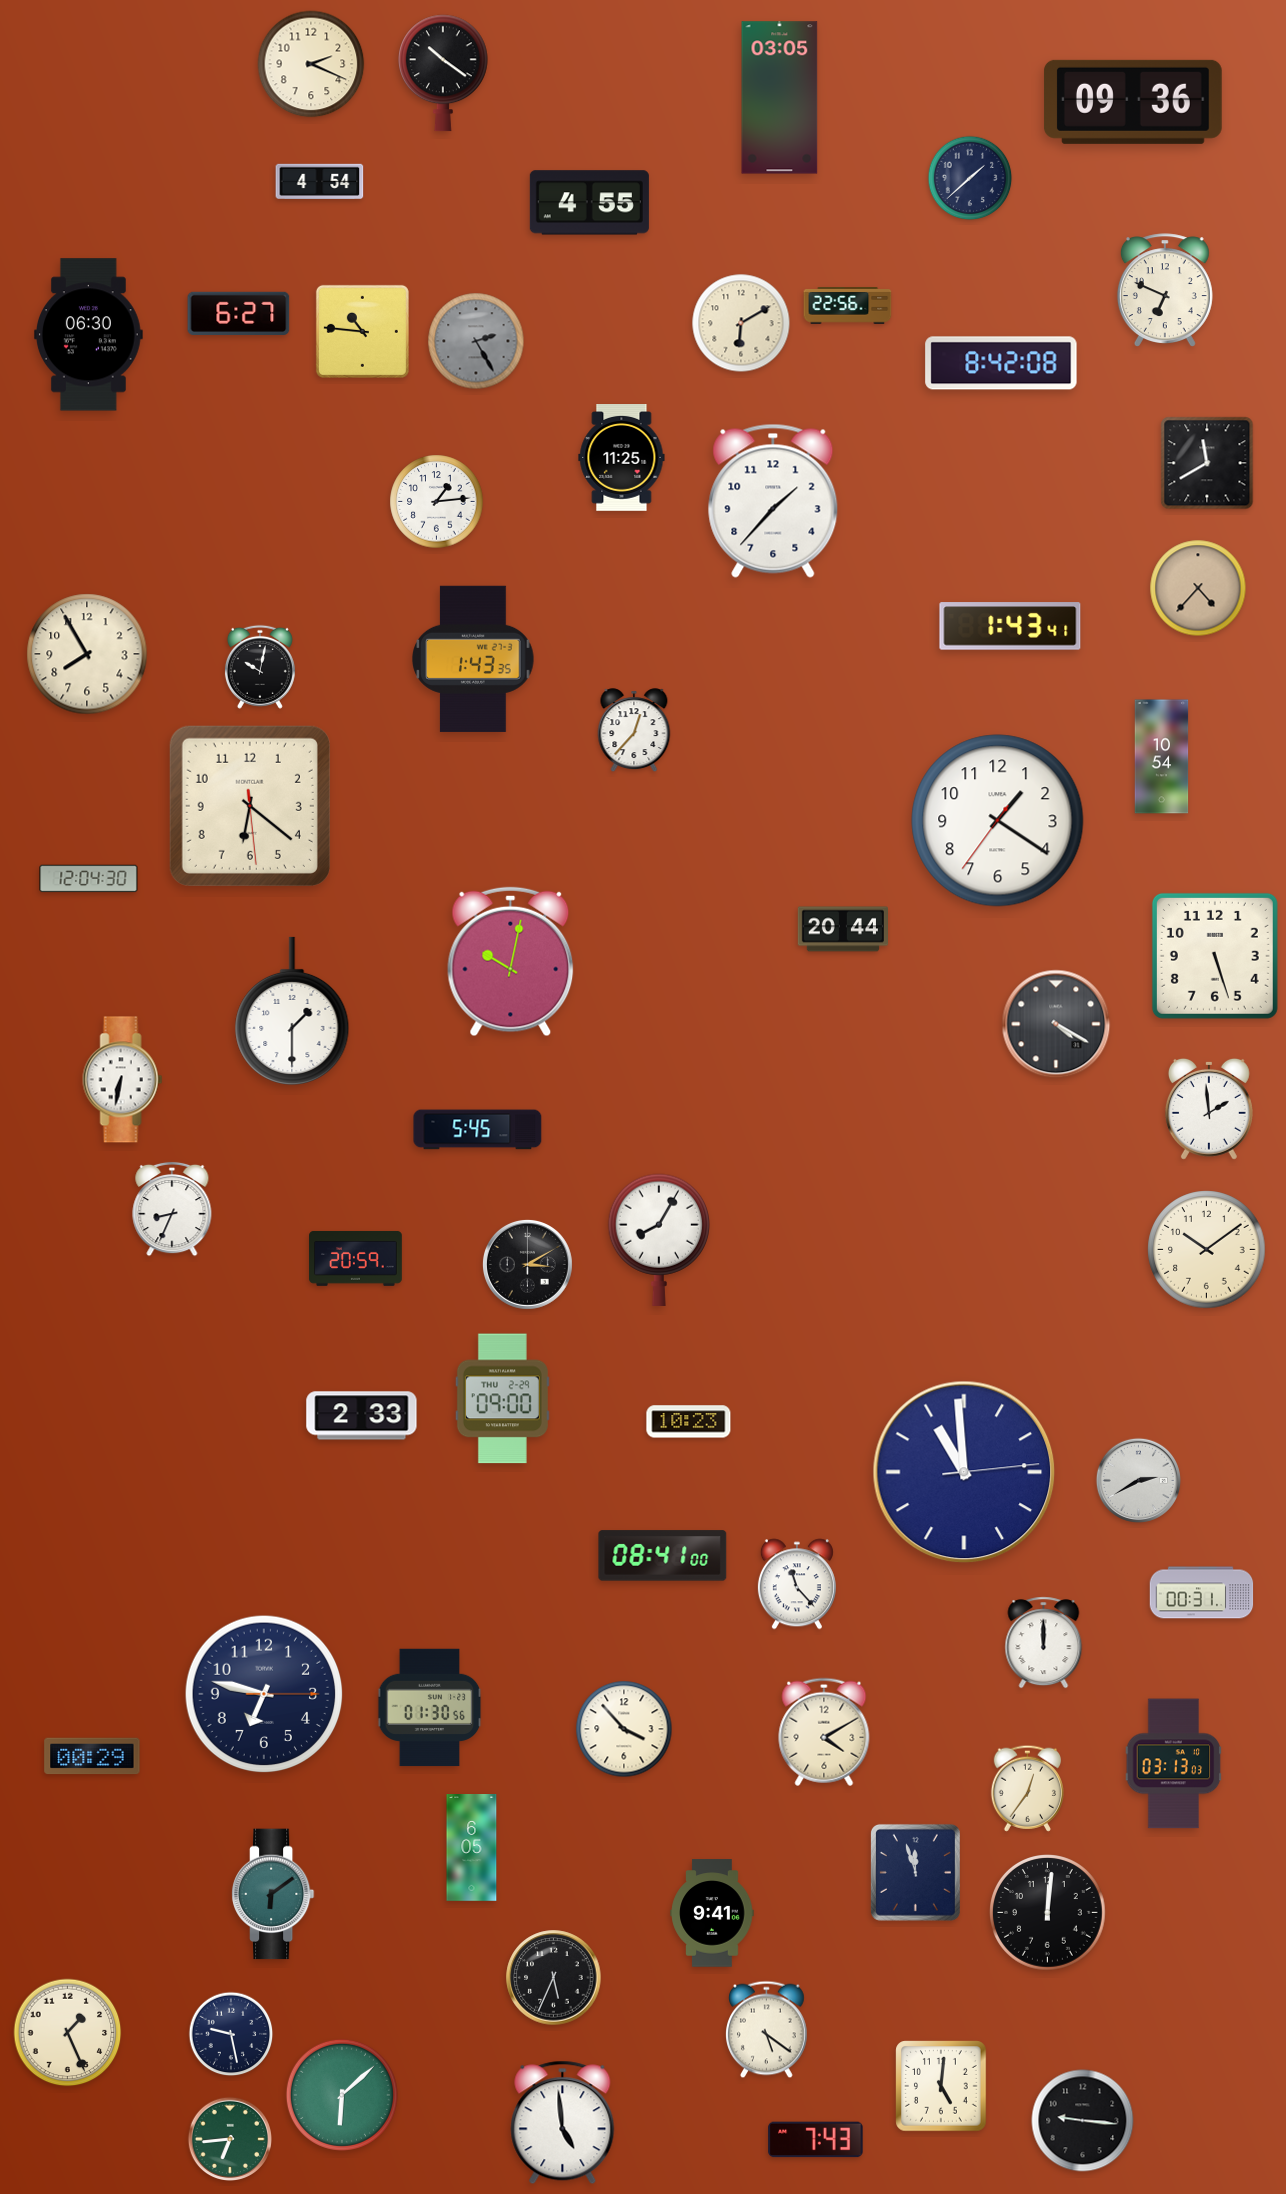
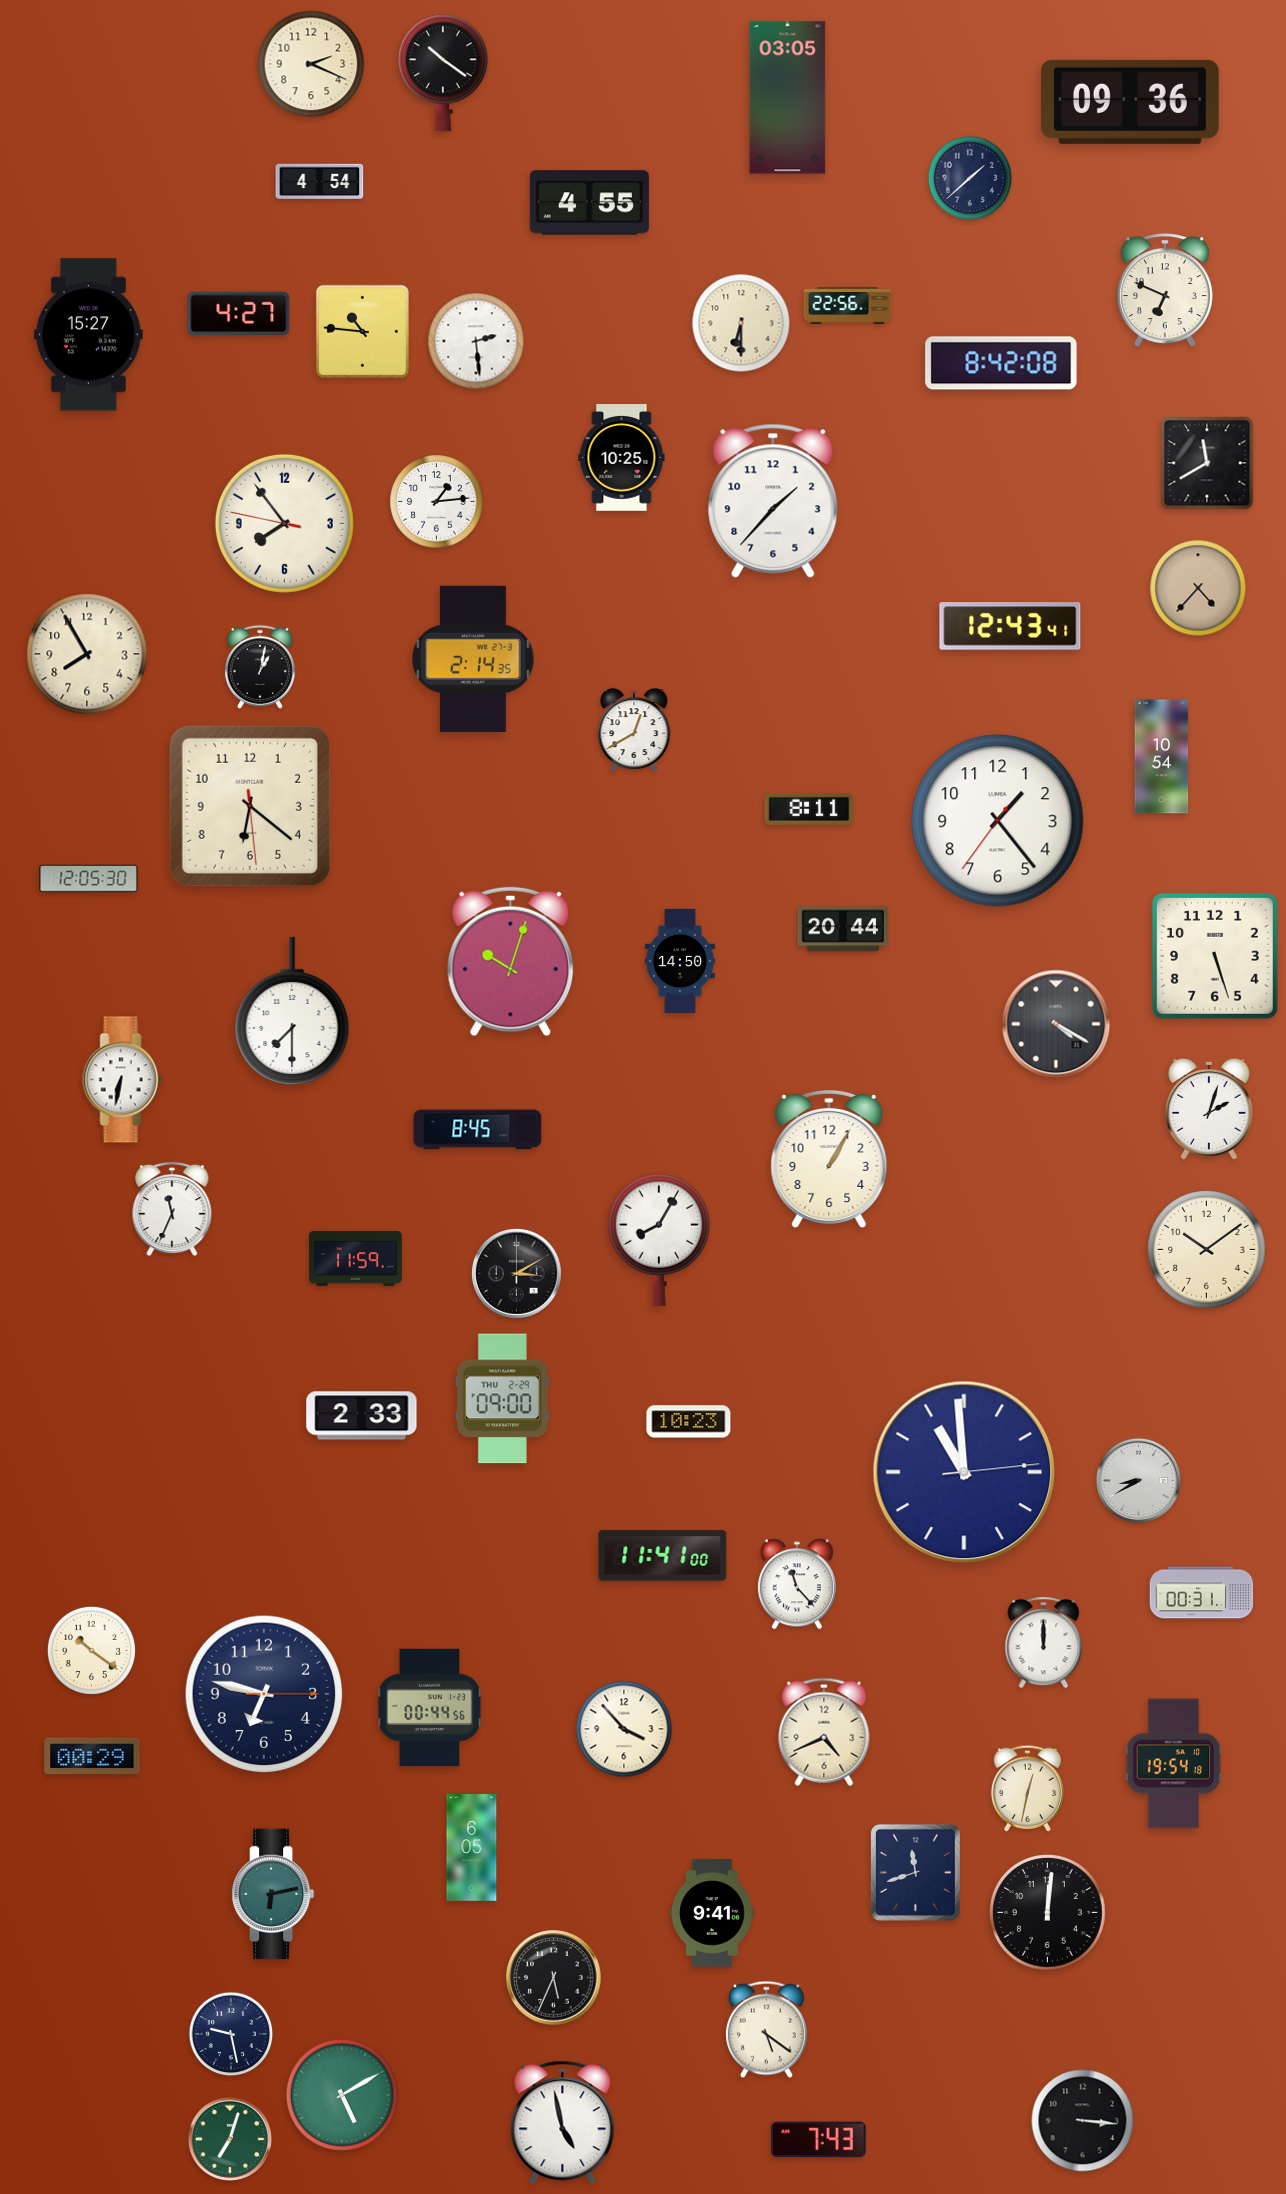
clock at (780, 98) position: (780, 98) -> (788, 98)
clock at (1133, 102) position: (1133, 102) -> (1130, 102)
clock at (239, 313): 6:27 -> 4:27
clock at (741, 323): 6:10 -> 6:30
clock at (88, 335): 06:30 -> 15:27
clock at (476, 341): 2:25 -> 2:29
clock at (476, 341) dial: grey -> white
clock at (622, 458): 11:25 -> 10:25
clock at (284, 523): none -> 7:53
clock at (1010, 626): 1:43 -> 12:43
clock at (473, 659): 1:43 -> 2:14
clock at (260, 667): 10:02 -> 1:02
clock at (634, 731): 12:37 -> 12:40
clock at (809, 809): none -> 8:11
clock at (998, 821): 1:20 -> 1:23
clock at (89, 879): 12:04 -> 12:05
clock at (680, 960): none -> 14:50
clock at (511, 962): 10:02 -> 10:03
clock at (292, 1011): 1:30 -> 7:30
clock at (1209, 1109): 1:59 -> 2:03
clock at (478, 1130): 5:45 -> 8:45
clock at (829, 1159): none -> 1:05
clock at (172, 1209): 8:34 -> 11:34
clock at (356, 1258): 20:59 -> 11:59
clock at (527, 1264) position: (527, 1264) -> (516, 1273)
clock at (1138, 1480): 2:40 -> 8:40
clock at (663, 1556): 08:41 -> 11:41
clock at (91, 1650): none -> 10:21
clock at (430, 1708): 01:30 -> 00:44
clock at (824, 1732): 4:10 -> 4:41
clock at (1174, 1764): 03:13 -> 19:54
clock at (1027, 1788): 12:36 -> 12:32
clock at (915, 1872): 11:57 -> 11:42
clock at (273, 1894): 6:09 -> 6:13
clock at (68, 2033): 1:26 -> none
clock at (941, 2086): 5:01 -> none
clock at (342, 2095): 6:08 -> 5:10
clock at (1083, 2121): 9:16 -> 3:16
clock at (563, 2123): 4:59 -> 4:58
clock at (229, 2138): 6:44 -> 7:03
clock at (816, 2140) position: (816, 2140) -> (819, 2140)
